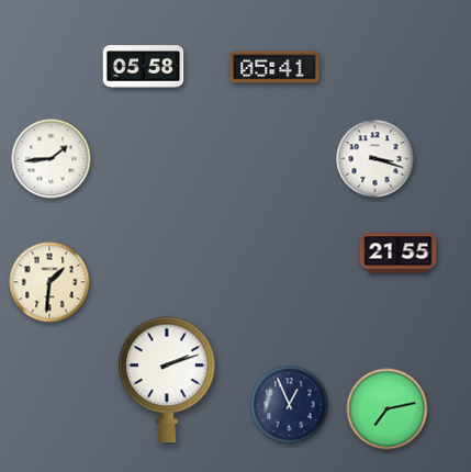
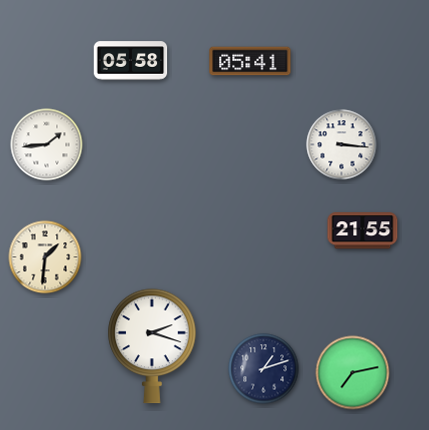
clock at (375, 159): 3:18 -> 3:16
clock at (167, 380): 2:12 -> 2:18
clock at (290, 405): 12:56 -> 1:12
